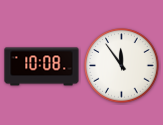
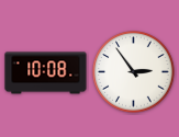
clock at (122, 66): 11:54 -> 2:54
